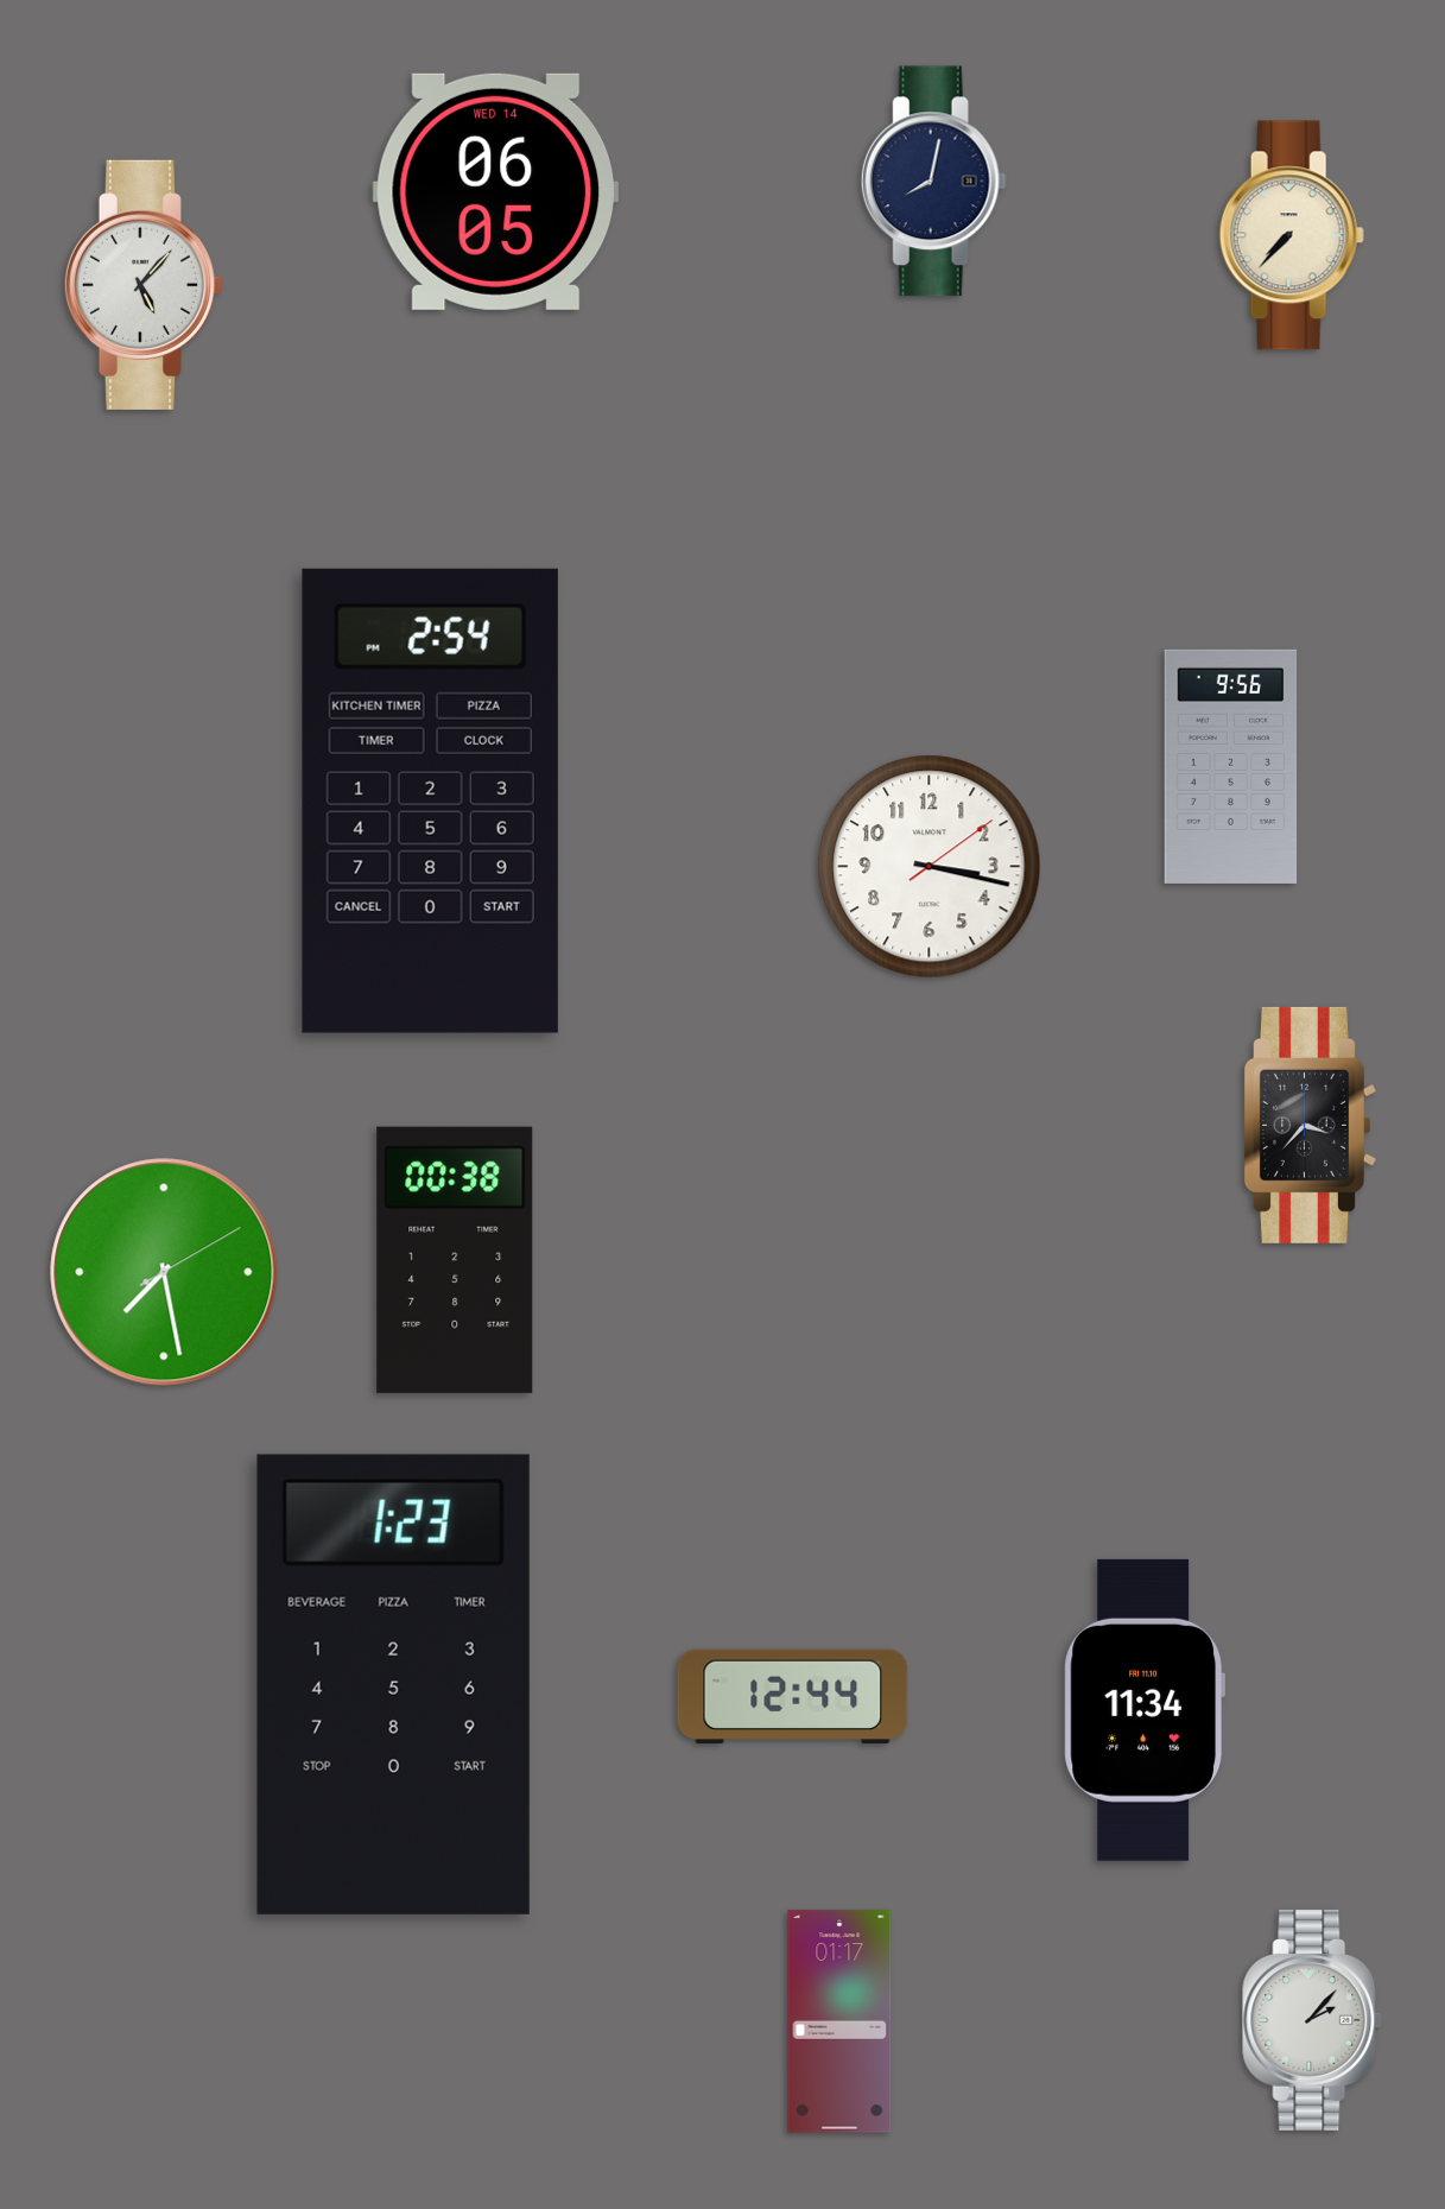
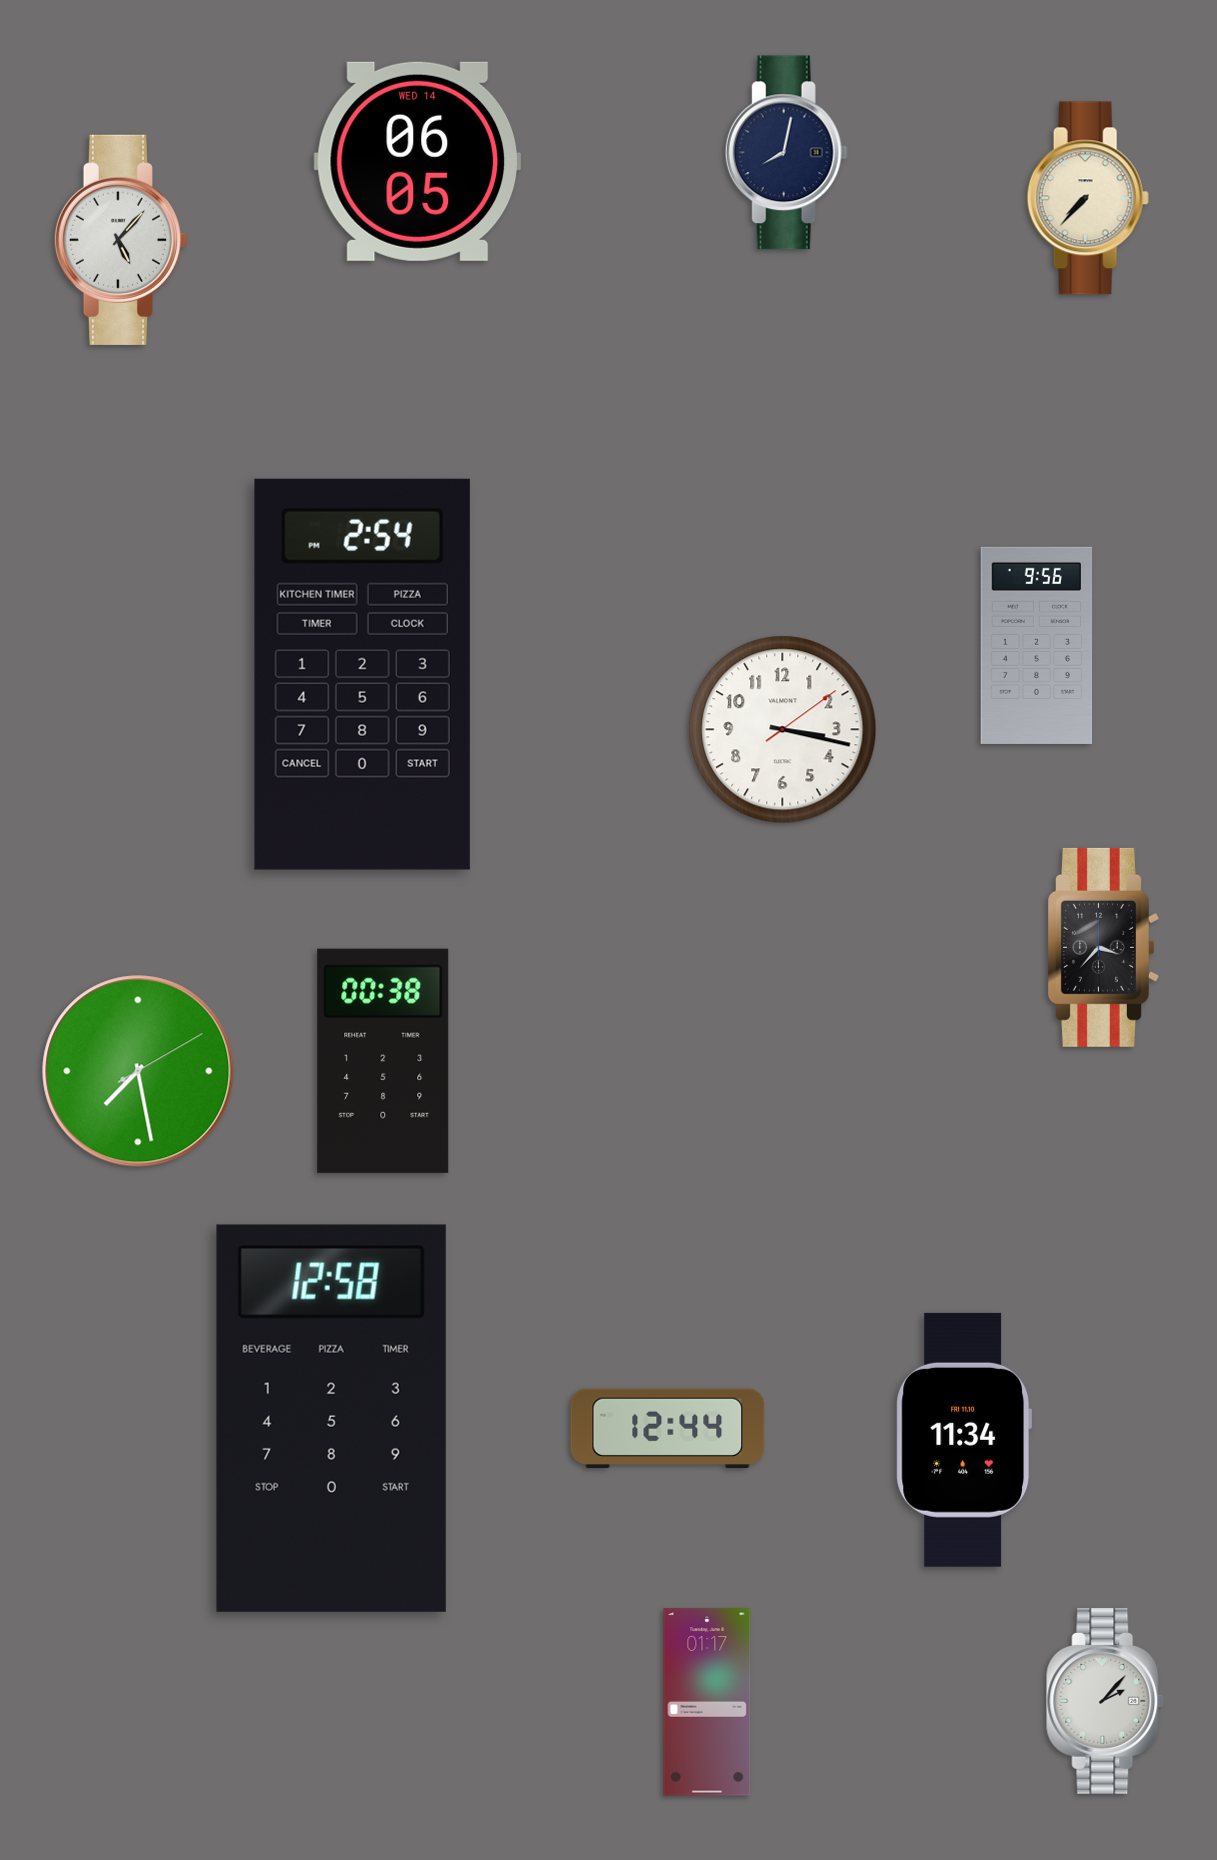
clock at (393, 1684): 1:23 -> 12:58
